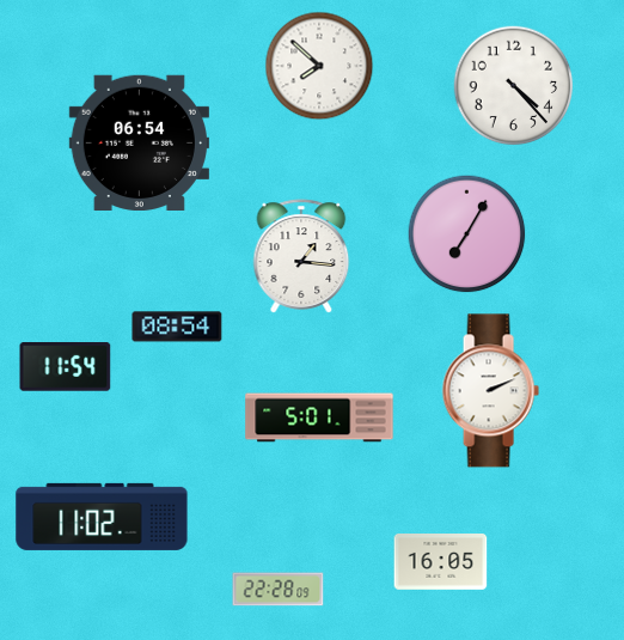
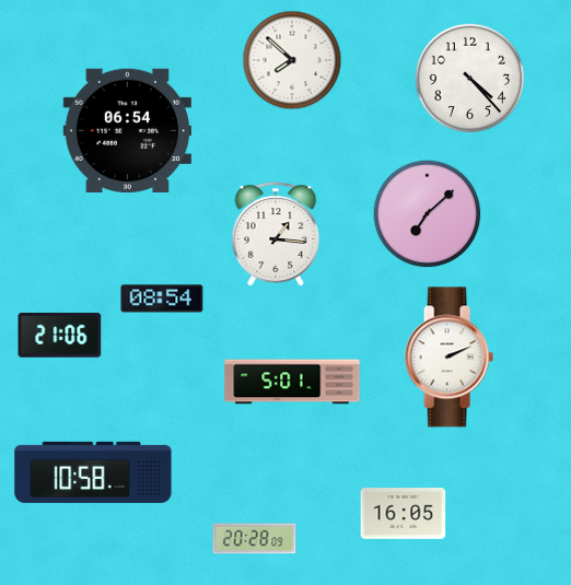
clock at (467, 234): 7:05 -> 7:08
clock at (66, 367): 11:54 -> 21:06
clock at (102, 517): 11:02 -> 10:58
clock at (279, 590): 22:28 -> 20:28
